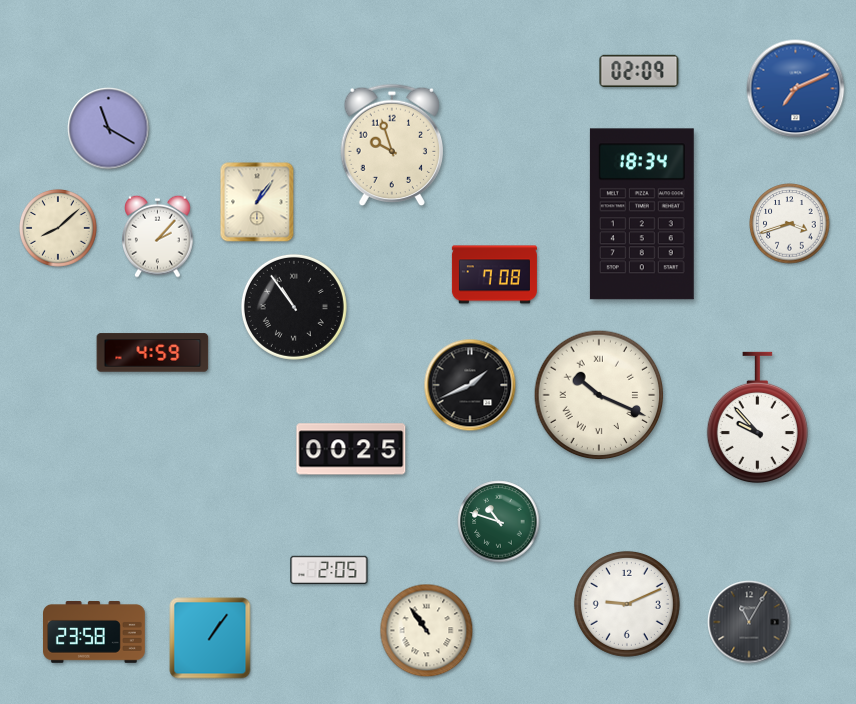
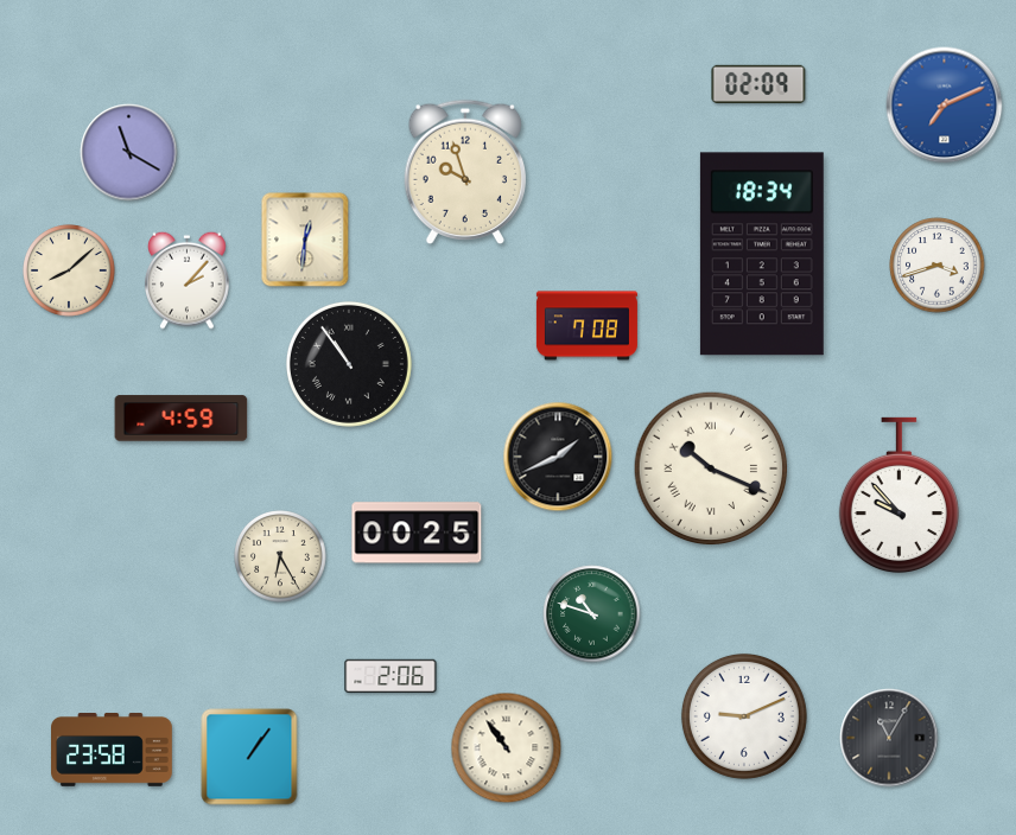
clock at (257, 202): 1:06 -> 12:31
clock at (281, 557): none -> 6:25
clock at (499, 522) position: (499, 522) -> (592, 614)
clock at (329, 570): 2:05 -> 2:06
